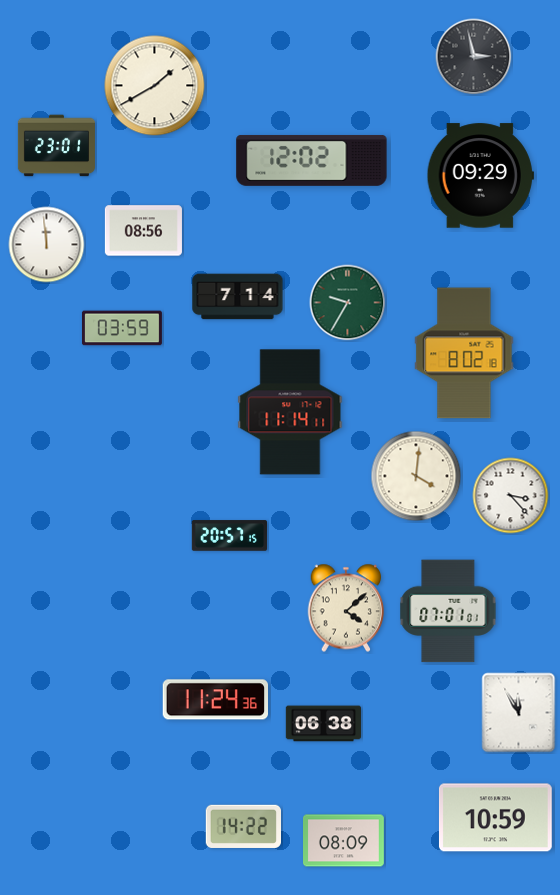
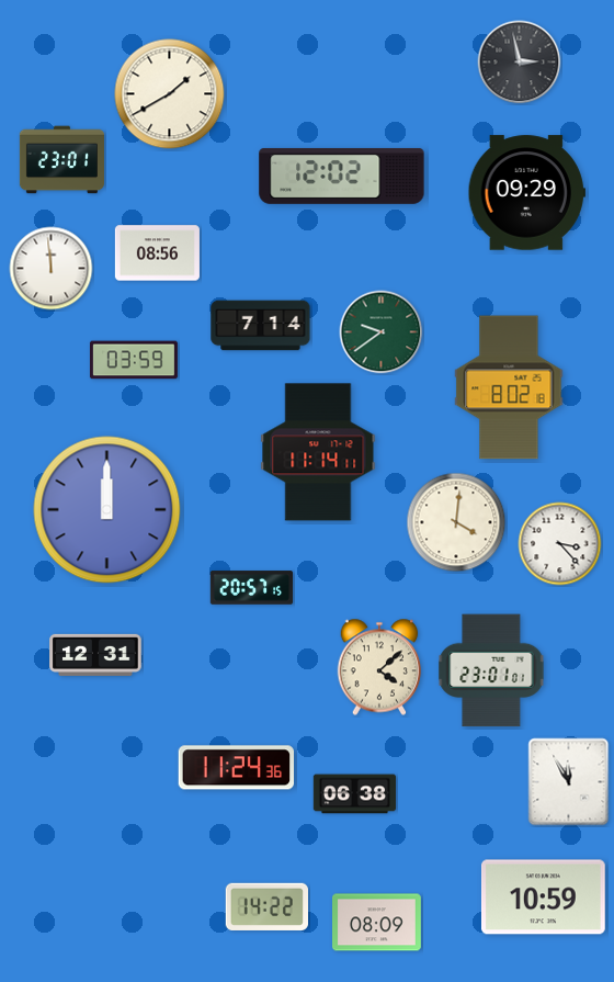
clock at (348, 303): 9:35 -> 9:39
clock at (107, 510): none -> 12:00
clock at (95, 655): none -> 12:31
clock at (448, 611): 07:01 -> 23:01
